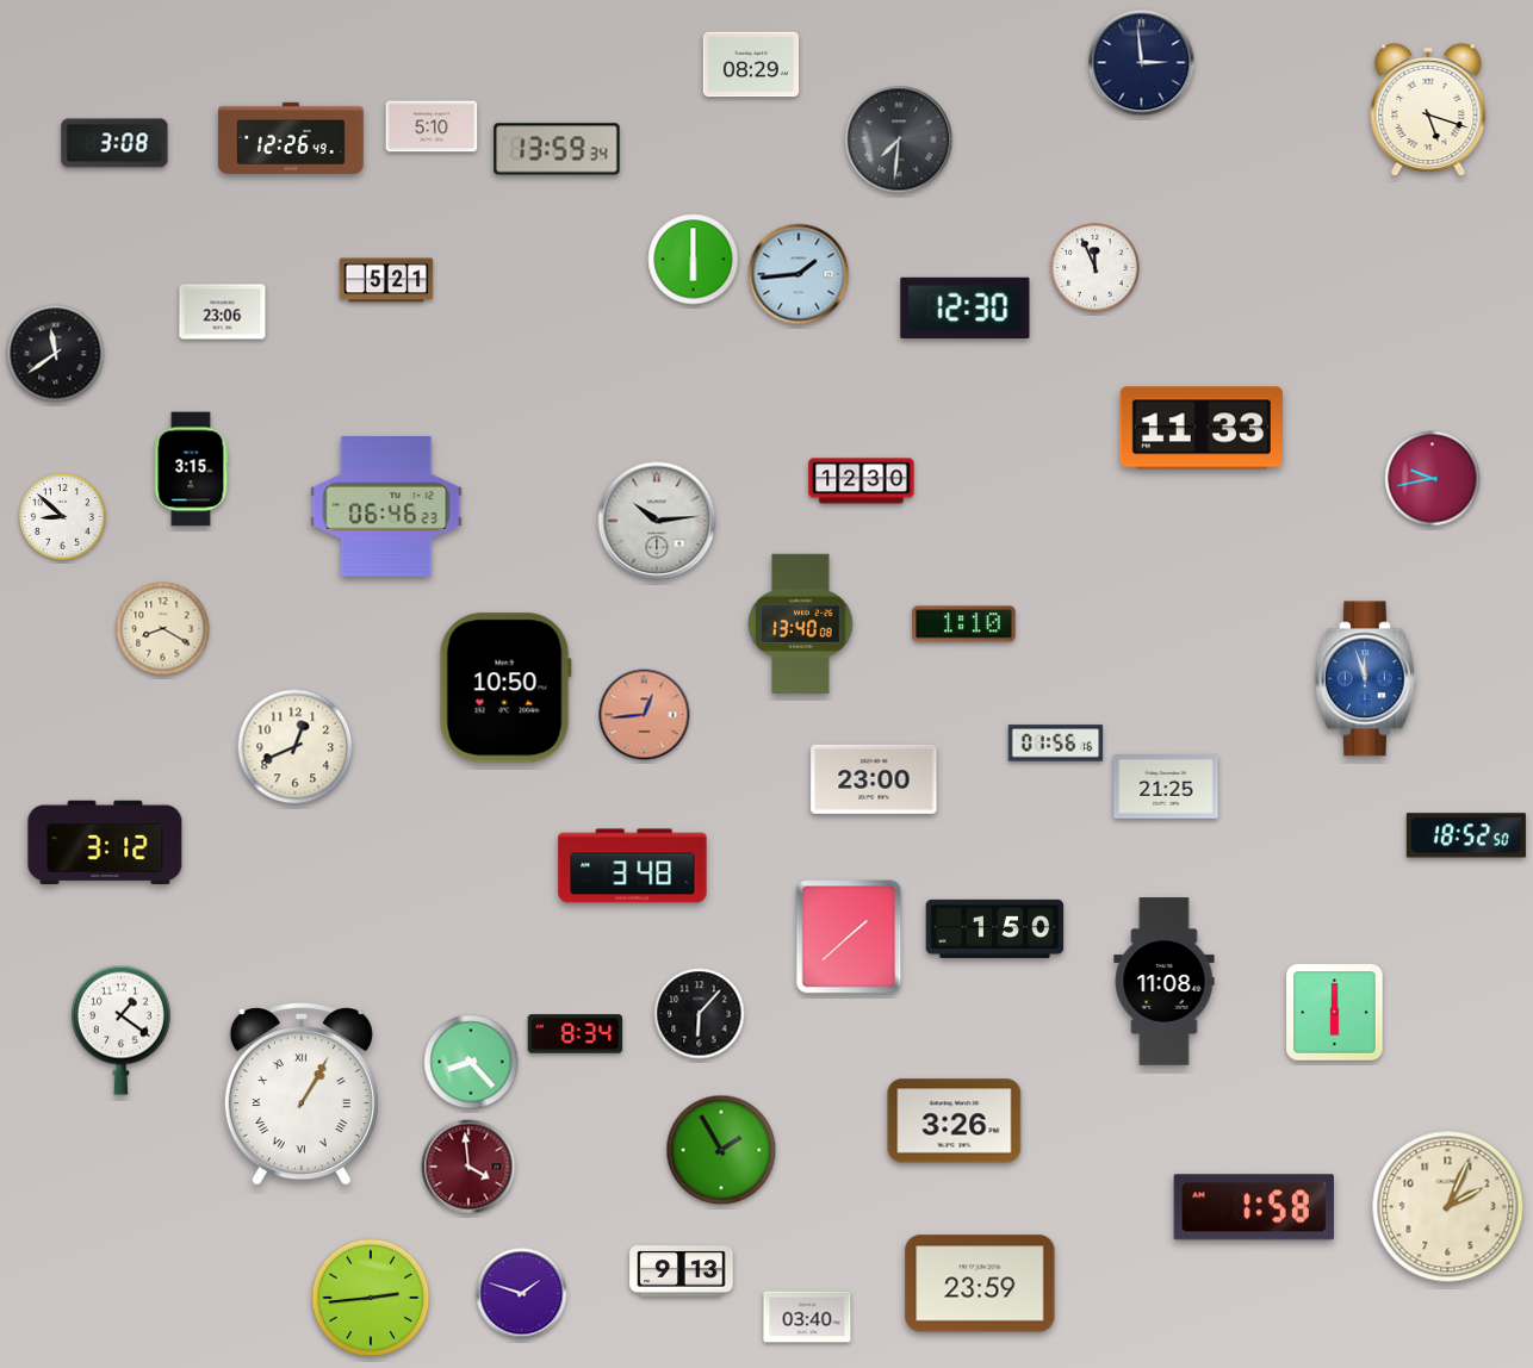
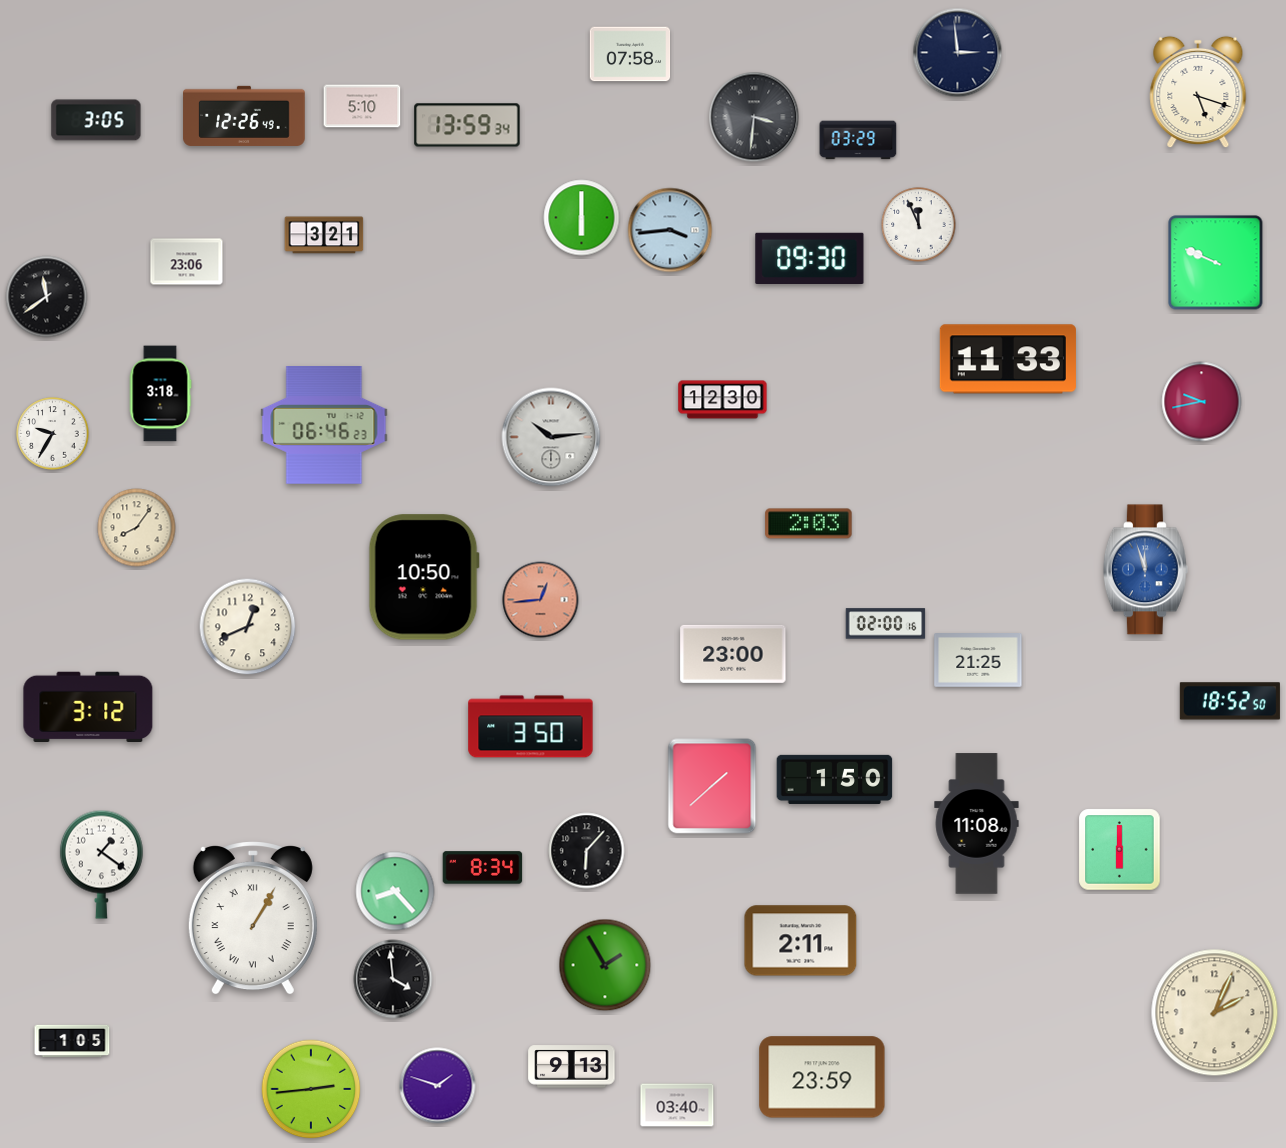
clock at (751, 64): 08:29 -> 07:58
clock at (899, 139): 7:31 -> 3:31
clock at (114, 143): 3:08 -> 3:05
clock at (858, 140): none -> 03:29
clock at (799, 274): 1:44 -> 3:44
clock at (386, 280): 5:21 -> 3:21
clock at (966, 309): 12:30 -> 09:30
clock at (1216, 263): none -> 9:49
clock at (191, 470): 3:15 -> 3:18
clock at (862, 481) position: (862, 481) -> (723, 400)
clock at (63, 517): 8:52 -> 9:35
clock at (801, 623): 13:40 -> none
clock at (964, 624): 1:10 -> 2:03
clock at (163, 629): 8:20 -> 8:06
clock at (1056, 744): 01:56 -> 02:00
clock at (633, 866): 3:48 -> 3:50
clock at (955, 1121): 3:26 -> 2:11
clock at (468, 1167) dial: burgundy -> black
clock at (1253, 1207): 1:58 -> none
clock at (72, 1041): none -> 1:05
